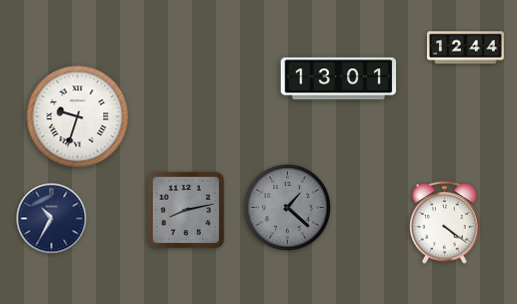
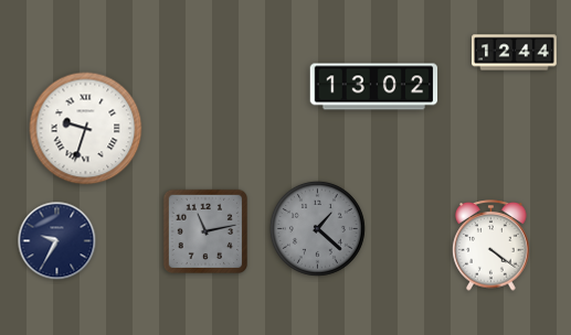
clock at (339, 79): 13:01 -> 13:02
clock at (185, 209): 8:13 -> 11:13
clock at (52, 219): 10:35 -> 9:35
